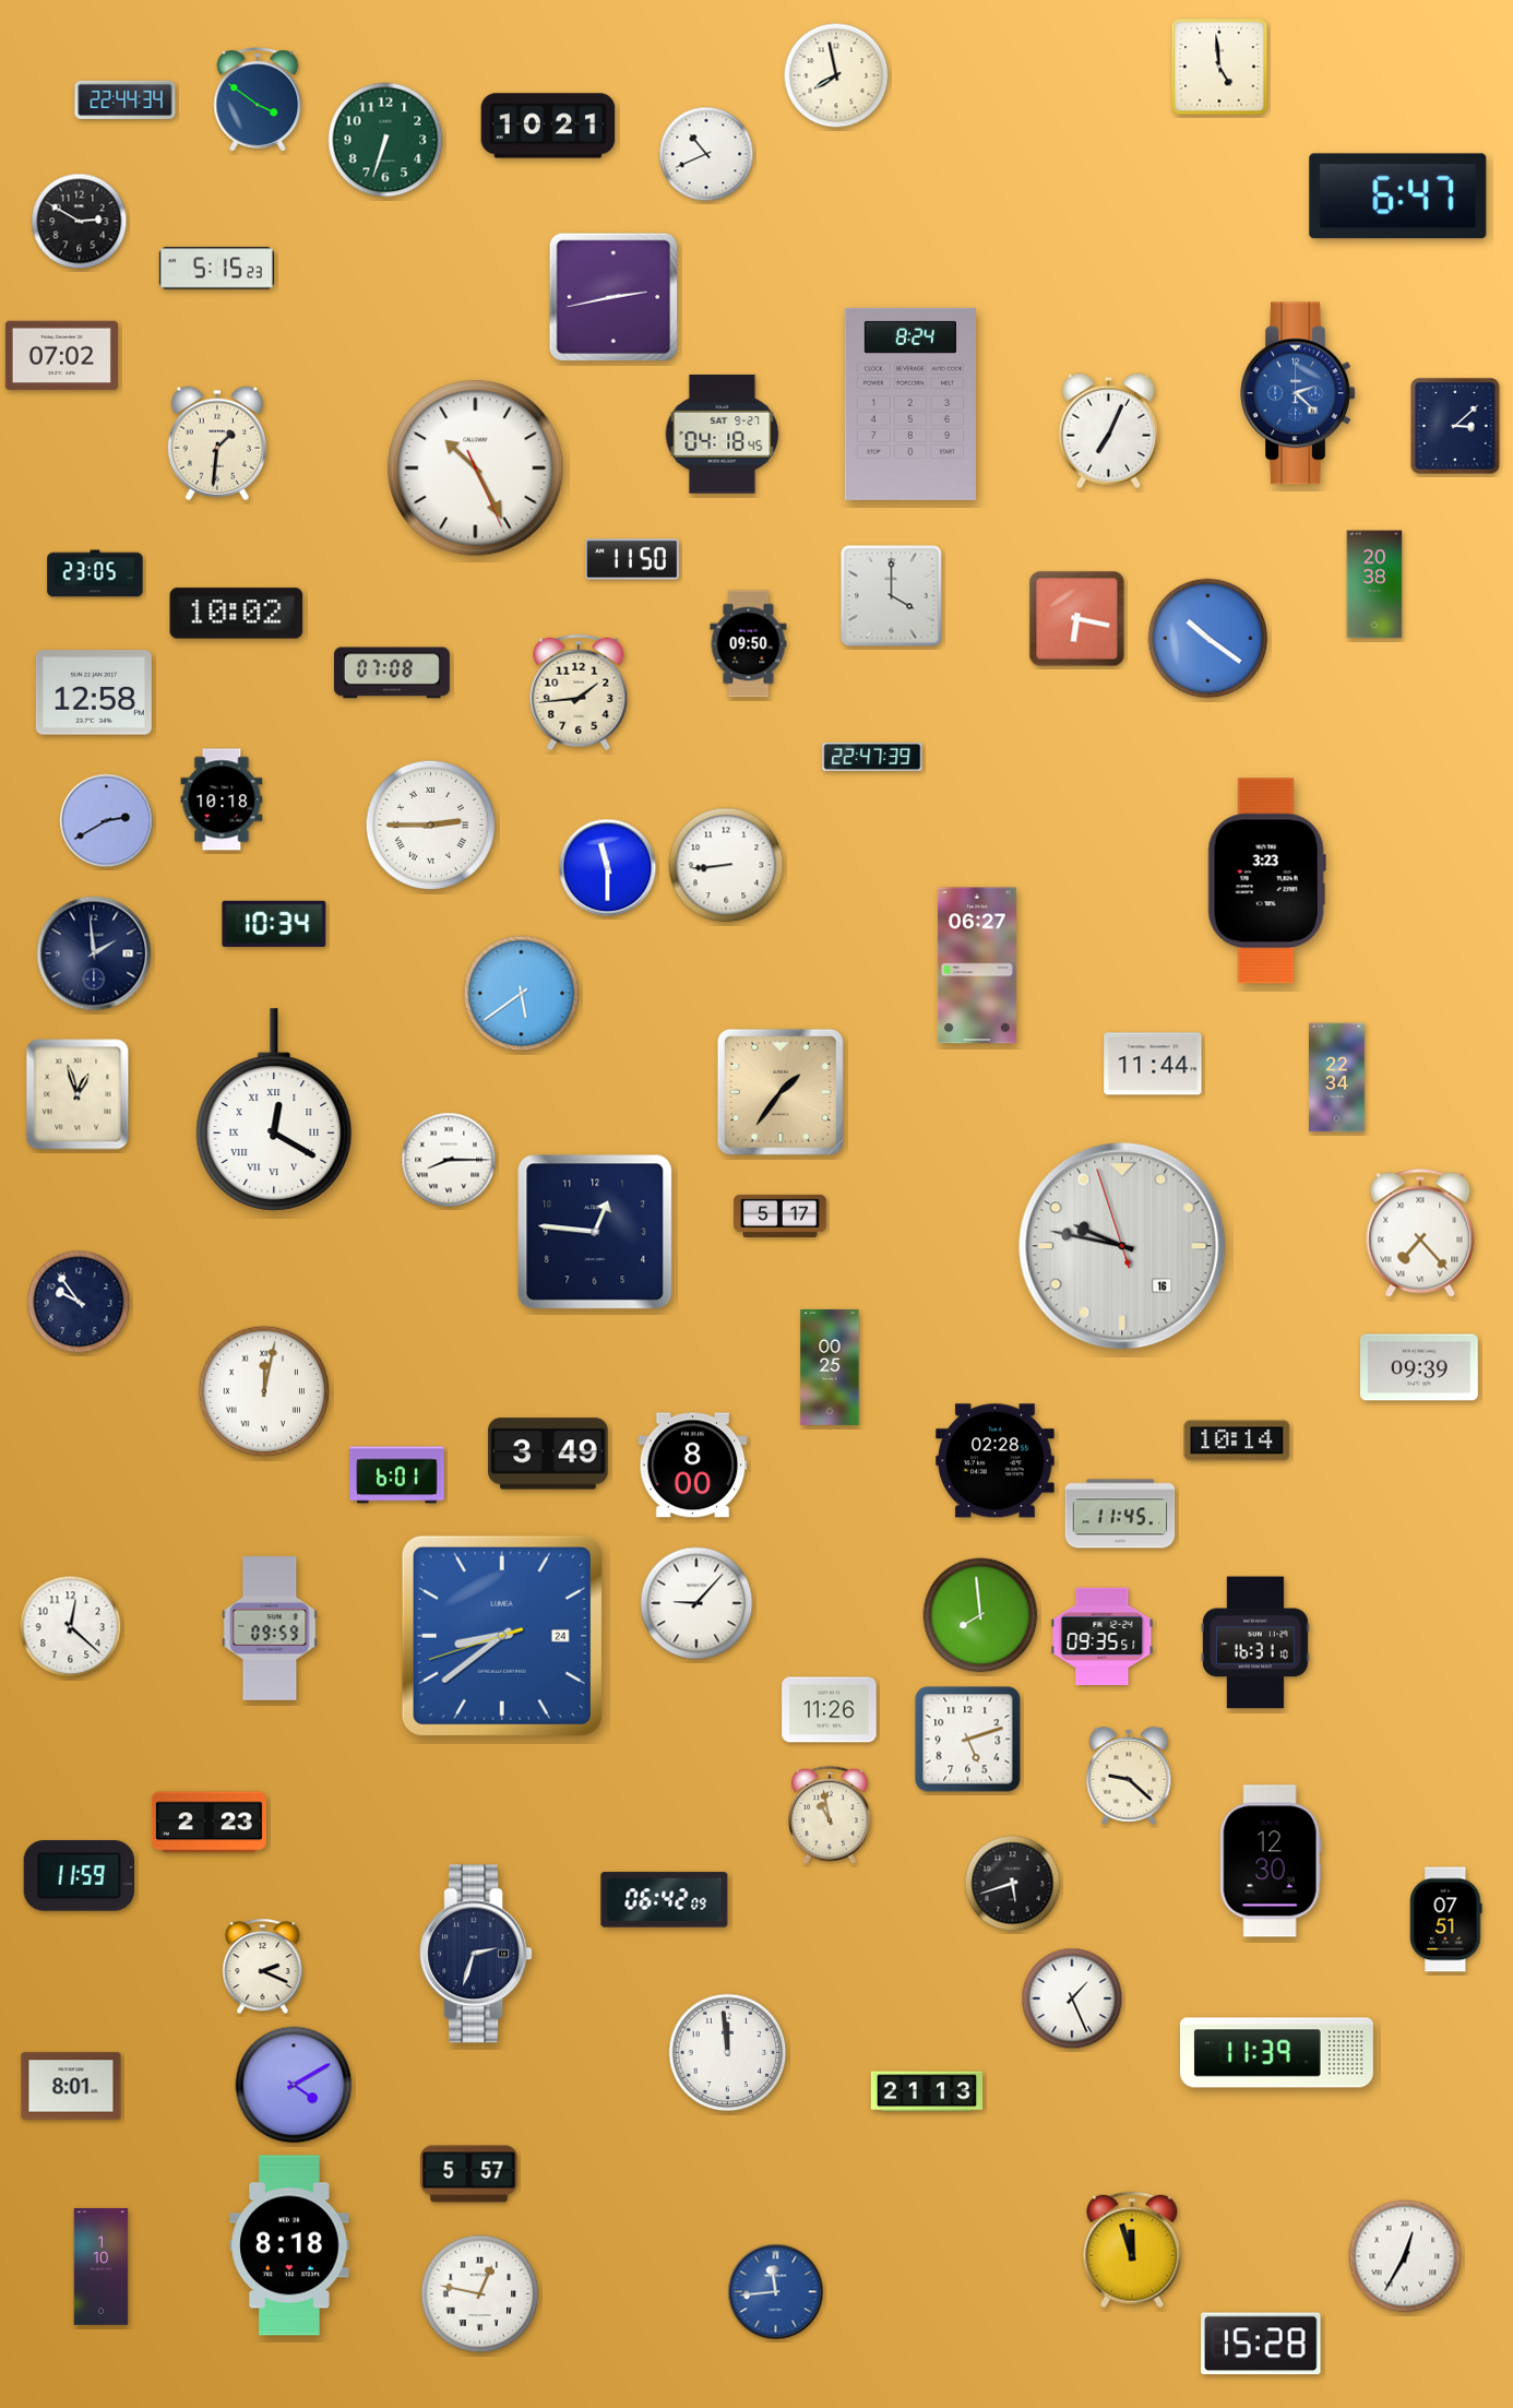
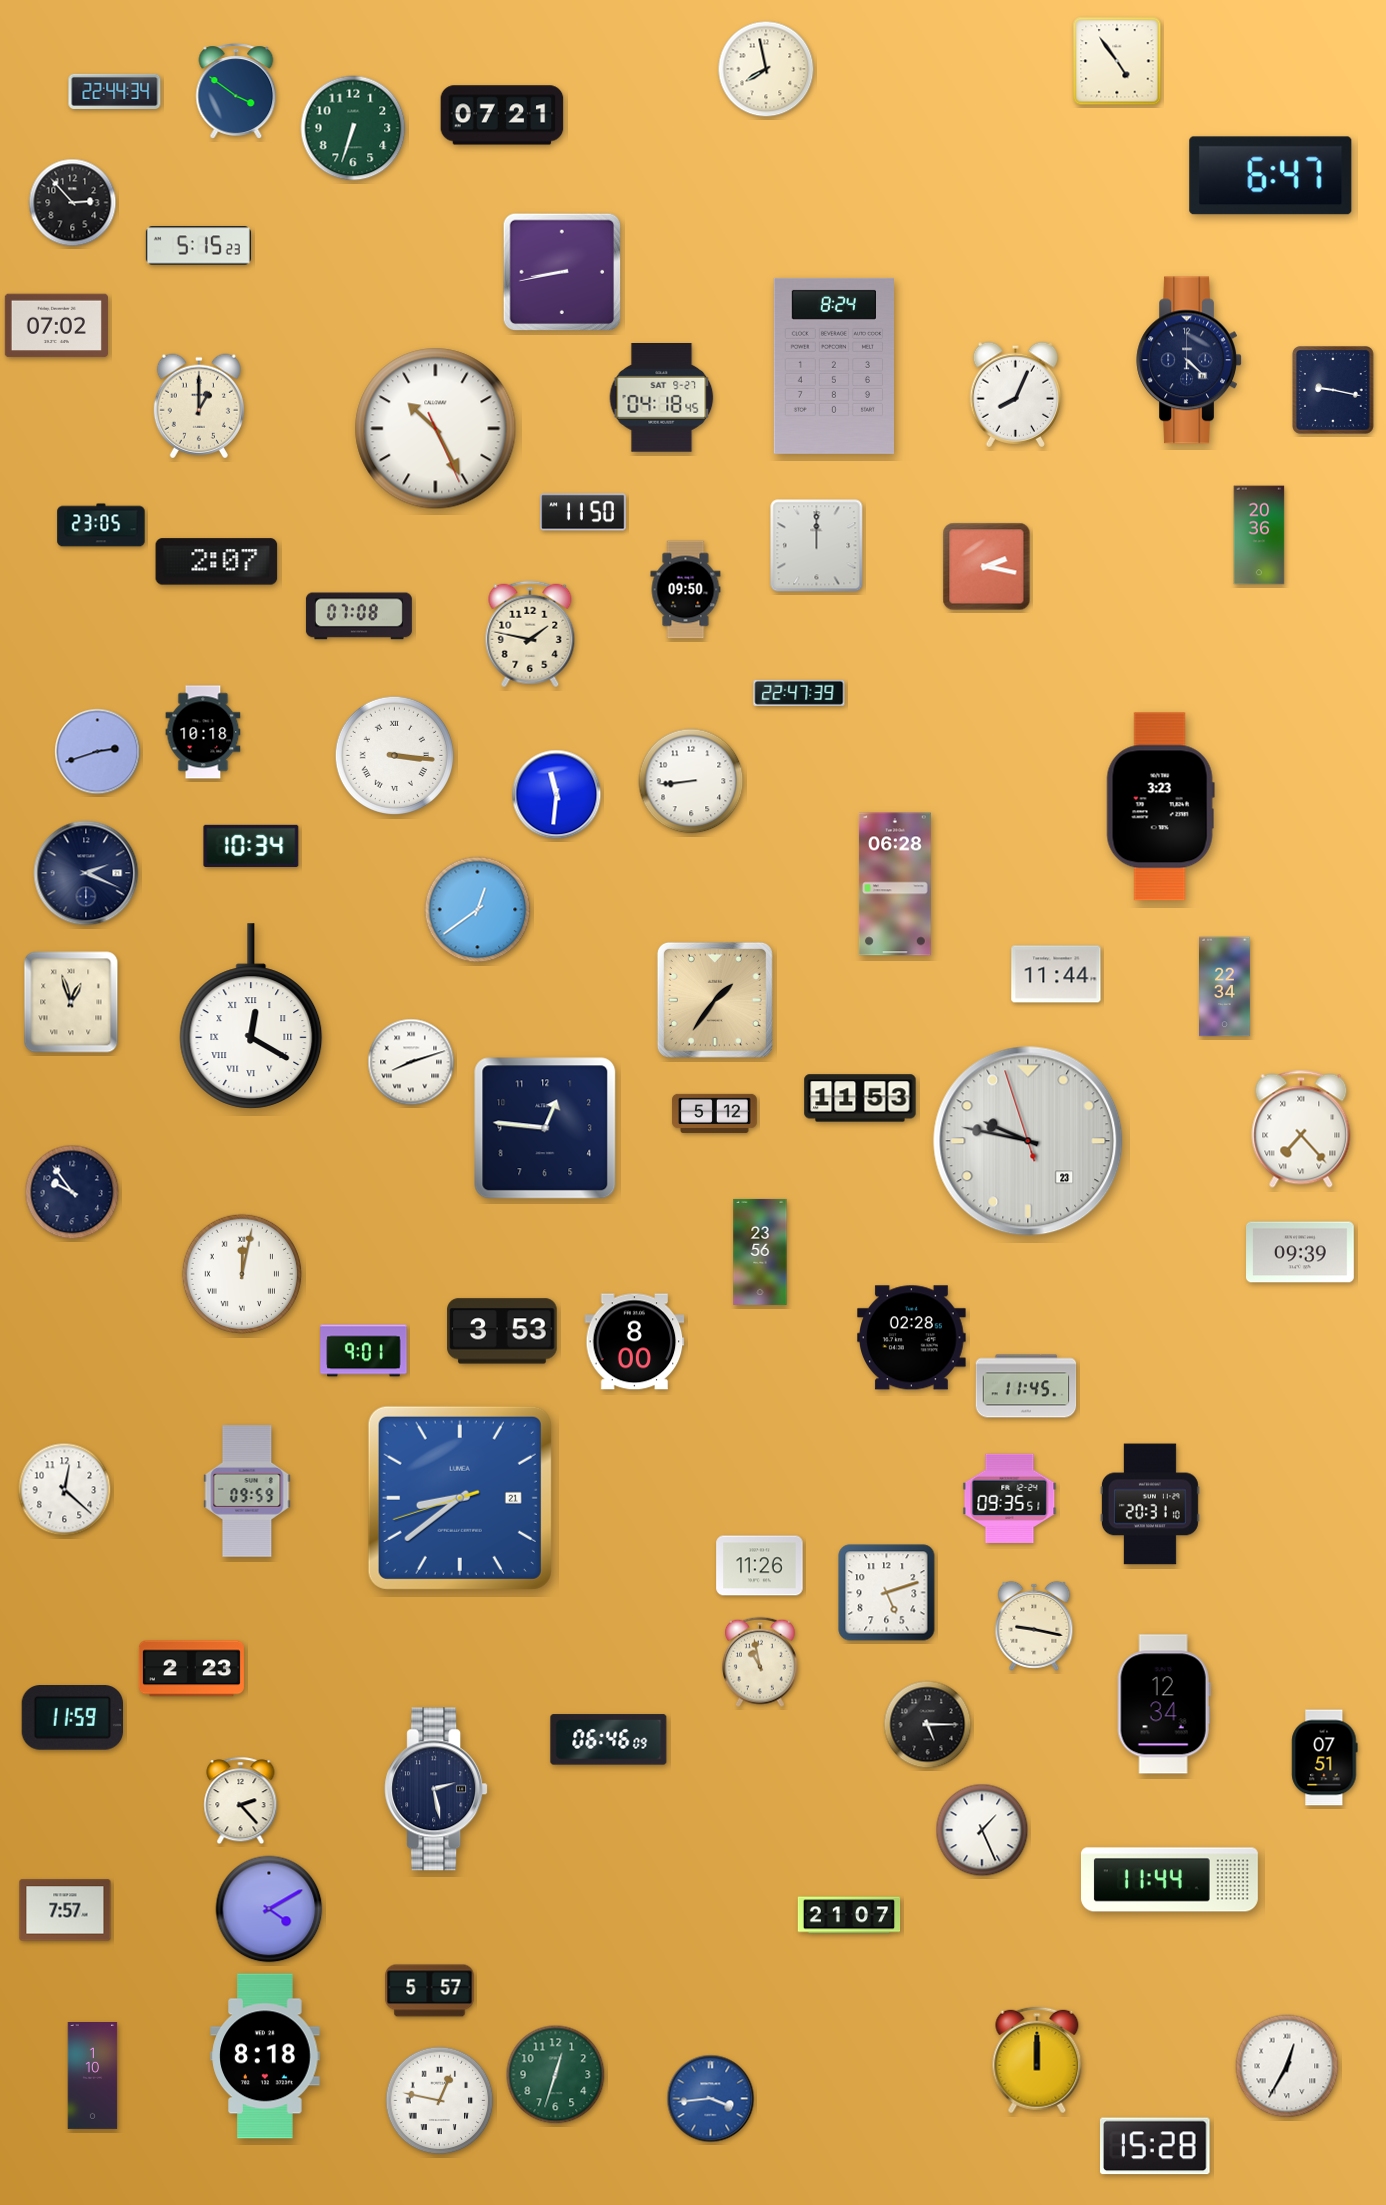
clock at (1219, 67): 4:59 -> 4:54
clock at (548, 126): 10:21 -> 07:21
clock at (706, 154): 10:41 -> none
clock at (1398, 197) position: (1398, 197) -> (1271, 176)
clock at (80, 222): 2:50 -> 2:53
clock at (612, 296): 2:43 -> 8:43
clock at (1298, 393): 2:22 -> 4:22
clock at (1298, 393) dial: blue -> navy
clock at (909, 404) position: (909, 404) -> (833, 366)
clock at (1456, 426): 3:08 -> 9:17
clock at (1109, 430): 7:04 -> 8:04
clock at (217, 443): 1:31 -> 1:00
clock at (632, 559) position: (632, 559) -> (583, 512)
clock at (95, 573) position: (95, 573) -> (101, 525)
clock at (1374, 584): 20:38 -> 20:36
clock at (892, 596): 4:00 -> 12:00
clock at (237, 614): 10:02 -> 2:07
clock at (1077, 619): 6:17 -> 2:17
clock at (1208, 639): 10:21 -> none
clock at (94, 692): 12:58 -> none
clock at (579, 692): 1:44 -> 1:47
clock at (107, 821): 2:40 -> 2:42
clock at (430, 825): 2:45 -> 3:16
clock at (726, 865) position: (726, 865) -> (691, 781)
clock at (608, 868): 11:30 -> 11:31
clock at (94, 953): 1:59 -> 2:19
clock at (977, 965): 06:27 -> 06:28
clock at (522, 994): 5:39 -> 12:39
clock at (449, 1160): 8:15 -> 8:12
clock at (860, 1098): none -> 11:53
clock at (781, 1215): 5:17 -> 5:12
clock at (1122, 1246) date: 16 -> 23
clock at (830, 1367): 00:25 -> 23:56
clock at (1237, 1440): 10:14 -> none
clock at (548, 1454): 3:49 -> 3:53
clock at (397, 1475): 6:01 -> 9:01
clock at (696, 1603): 9:07 -> none
clock at (980, 1615): 7:59 -> none
clock at (502, 1636) date: 24 -> 21
clock at (1255, 1642): 16:31 -> 20:31
clock at (1129, 1776): 9:22 -> 9:17
clock at (1271, 1861): 12:30 -> 12:34
clock at (1013, 1884): 5:42 -> 5:15
clock at (665, 1900): 06:42 -> 06:46
clock at (476, 1954): 2:33 -> 2:28
clock at (263, 1967): 2:19 -> 2:23
clock at (728, 2053): 11:59 -> none
clock at (1276, 2053): 11:39 -> 11:44
clock at (71, 2086): 8:01 -> 7:57
clock at (927, 2091): 21:13 -> 21:07
clock at (1132, 2250): 11:57 -> 12:00
clock at (556, 2075): none -> 12:33
clock at (776, 2292): 11:44 -> 3:44
